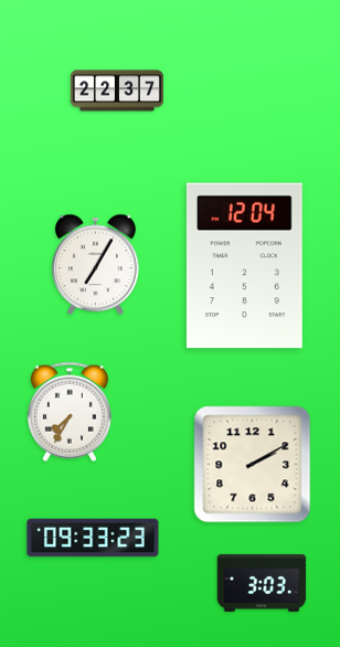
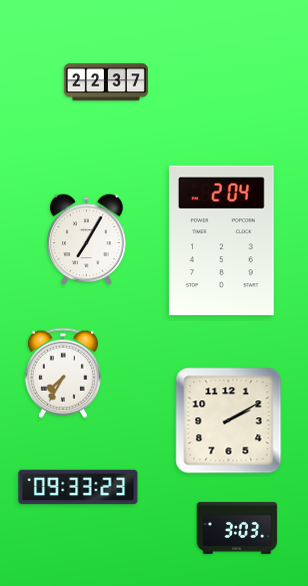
clock at (245, 266): 12:04 -> 2:04
clock at (93, 538) position: (93, 538) -> (78, 487)
